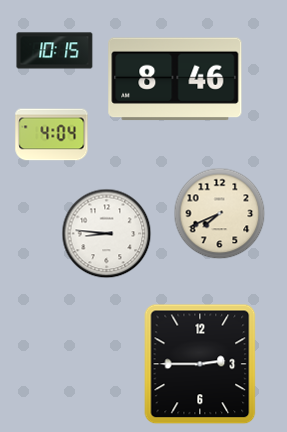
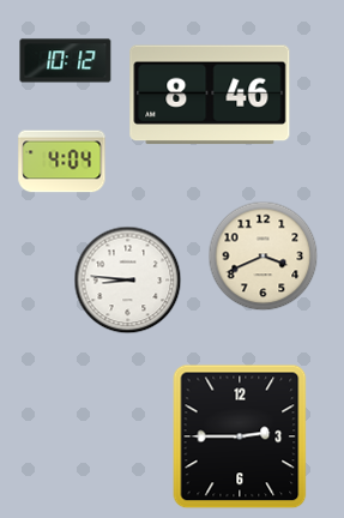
clock at (55, 51): 10:15 -> 10:12
clock at (220, 214): 7:41 -> 3:41
